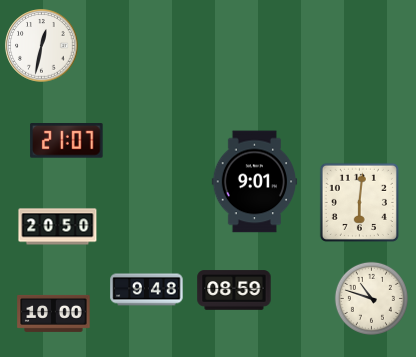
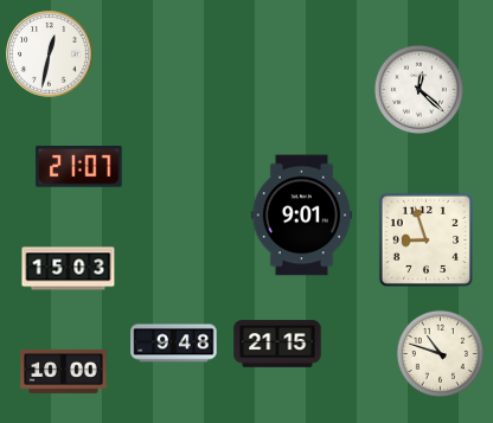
clock at (418, 89): none -> 12:22
clock at (359, 202): 6:01 -> 8:57
clock at (58, 227): 20:50 -> 15:03
clock at (234, 290): 08:59 -> 21:15
